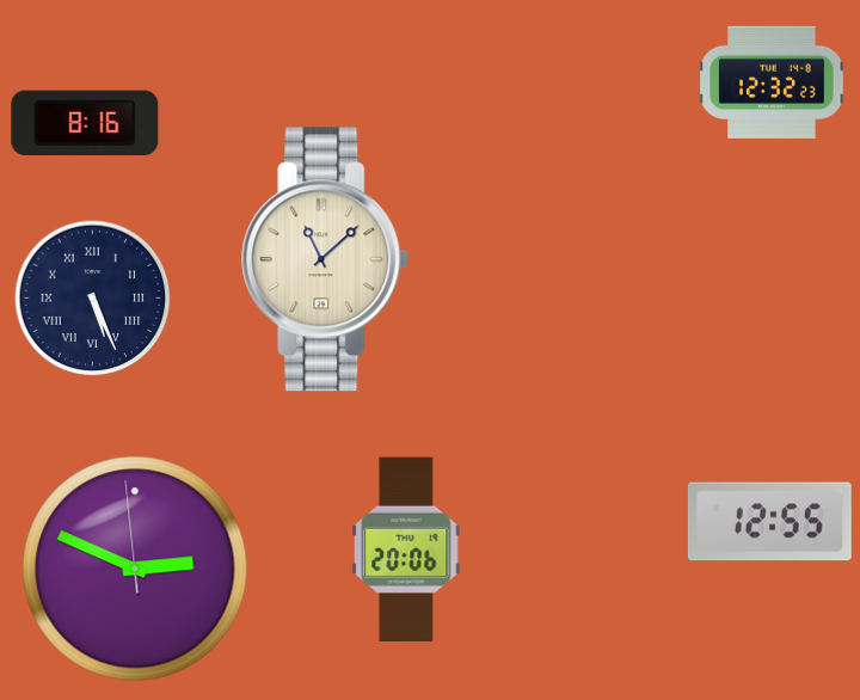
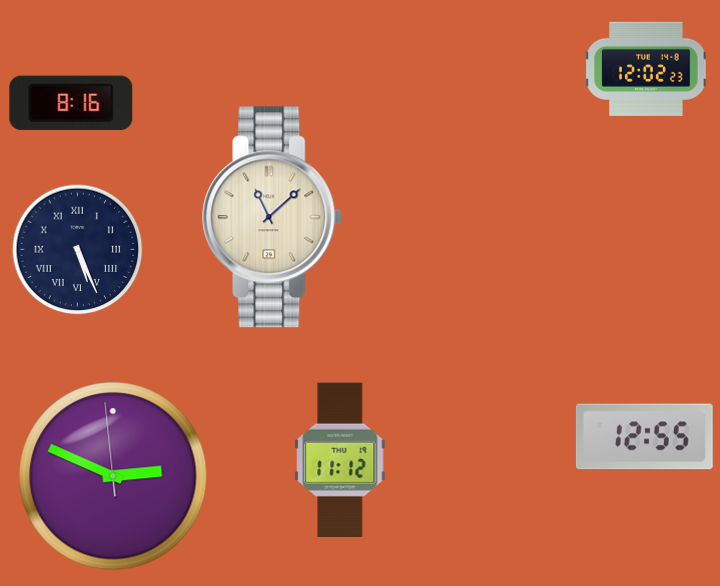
clock at (772, 82): 12:32 -> 12:02
clock at (406, 549): 20:06 -> 11:12
